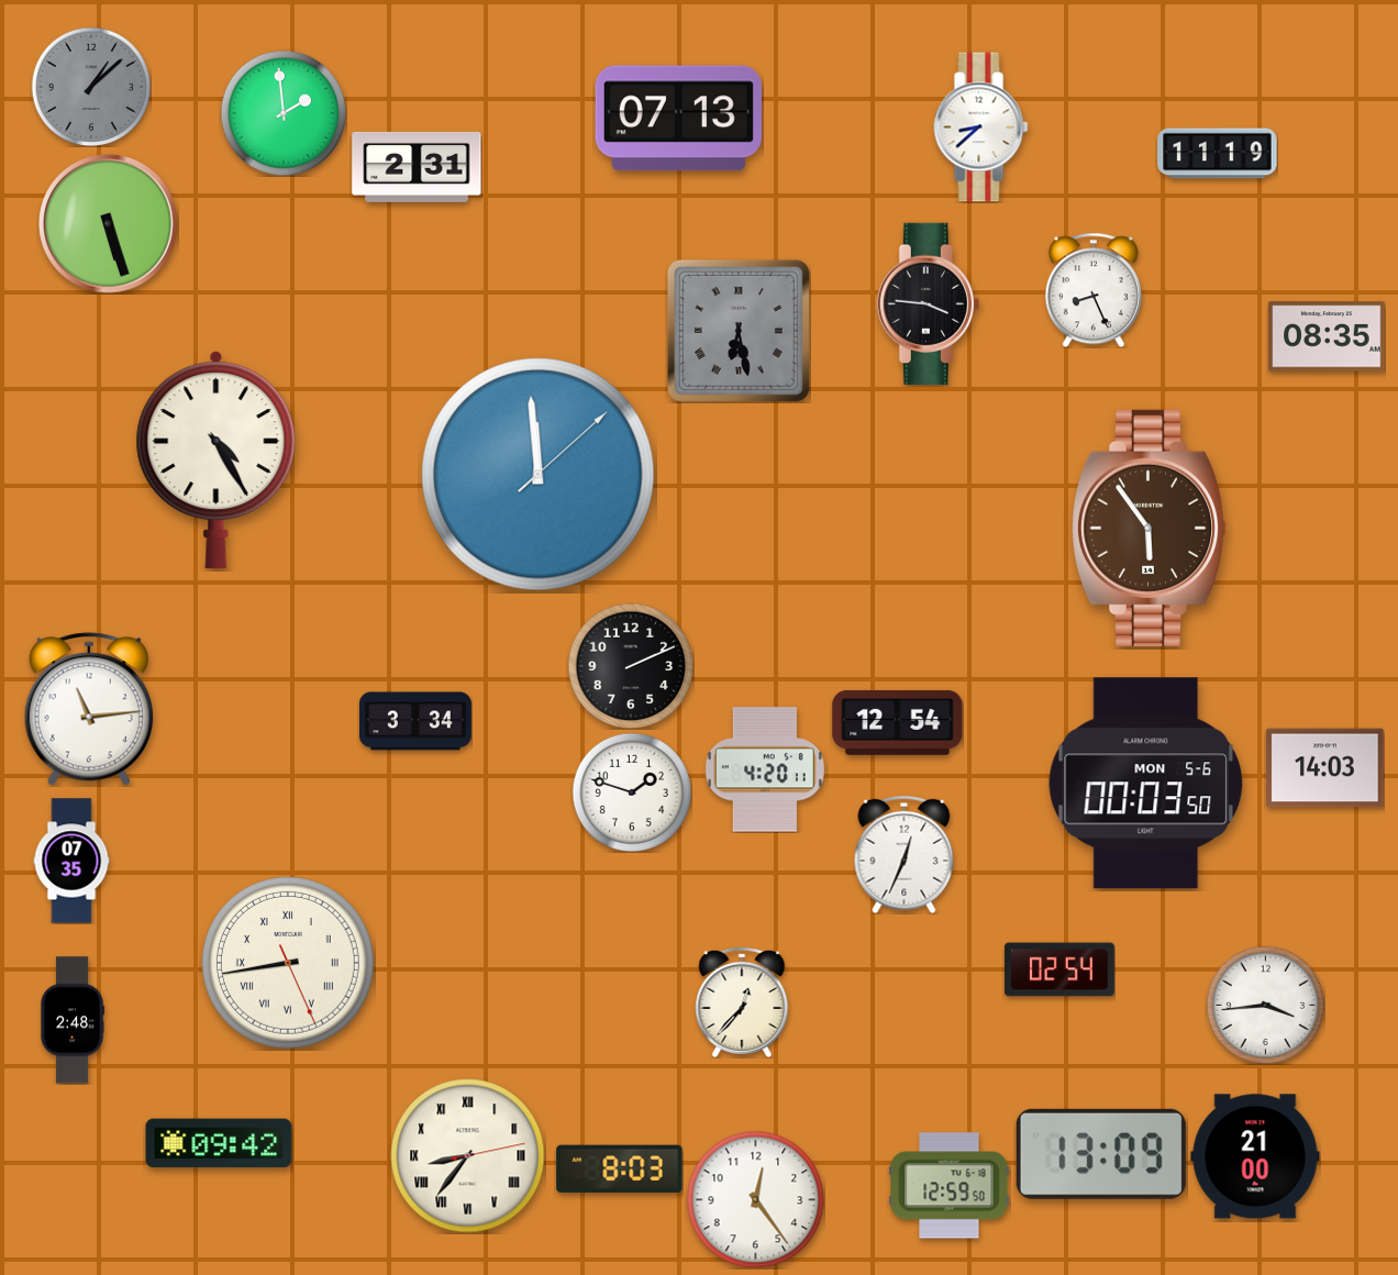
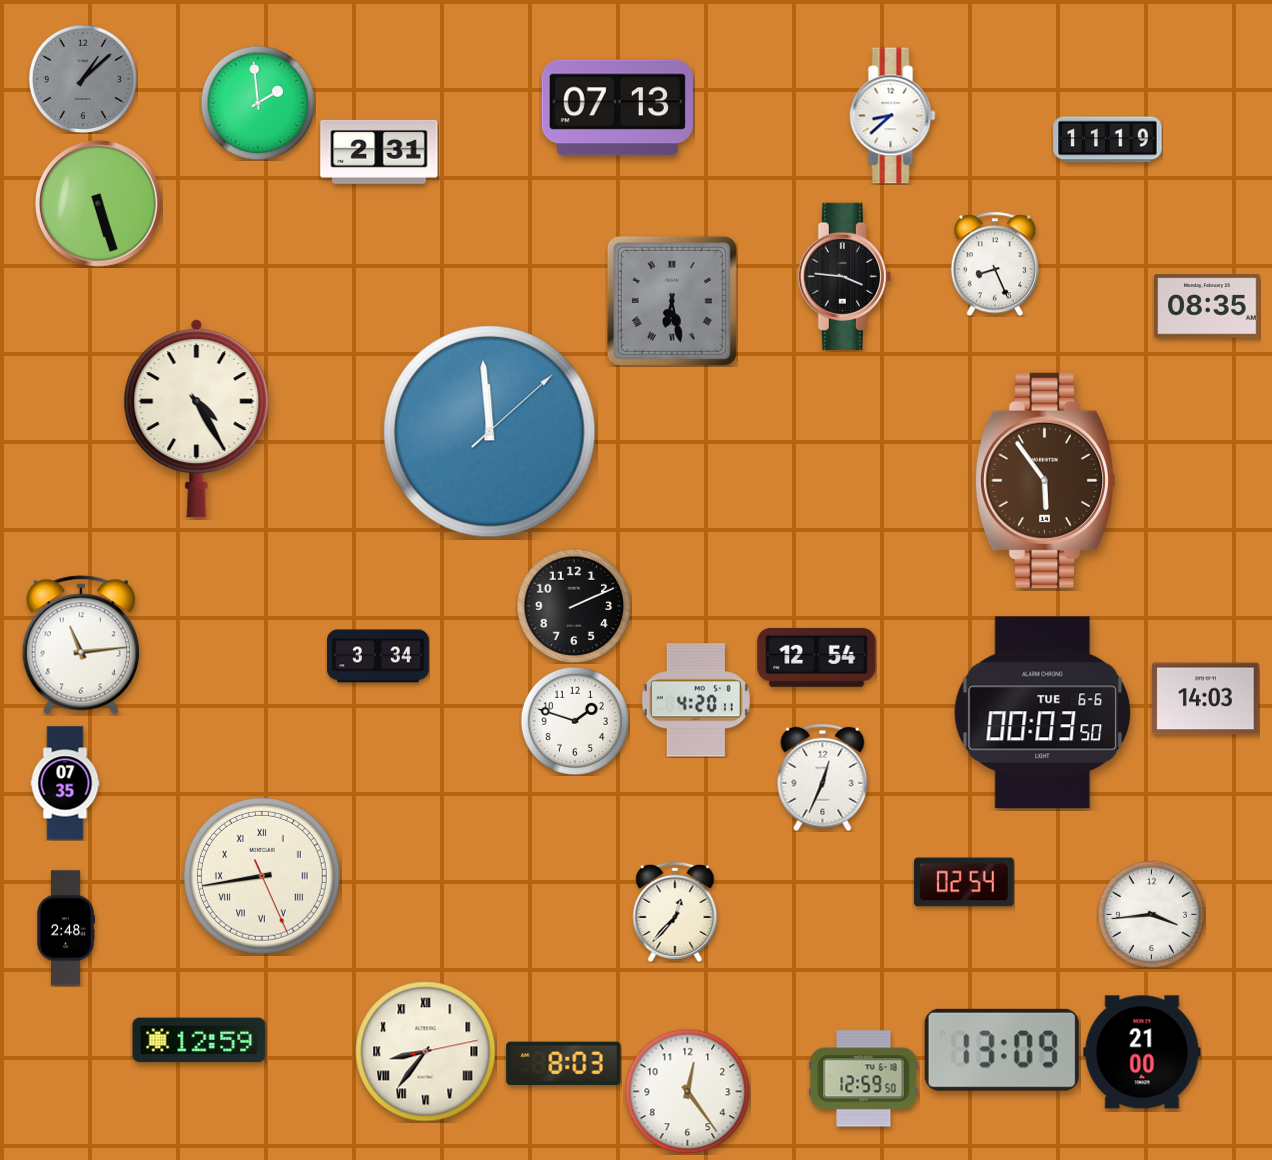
clock at (1146, 784) date: MON 5-6 -> TUE 6-6
clock at (219, 1143): 09:42 -> 12:59
